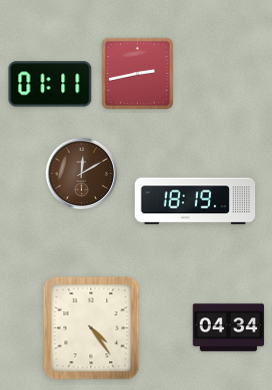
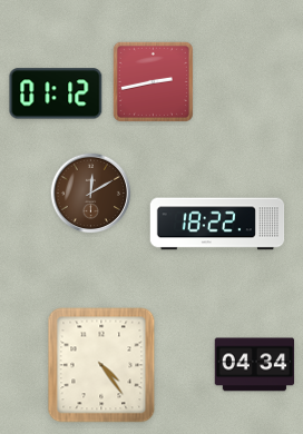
clock at (50, 84): 01:11 -> 01:12
clock at (195, 201): 18:19 -> 18:22
